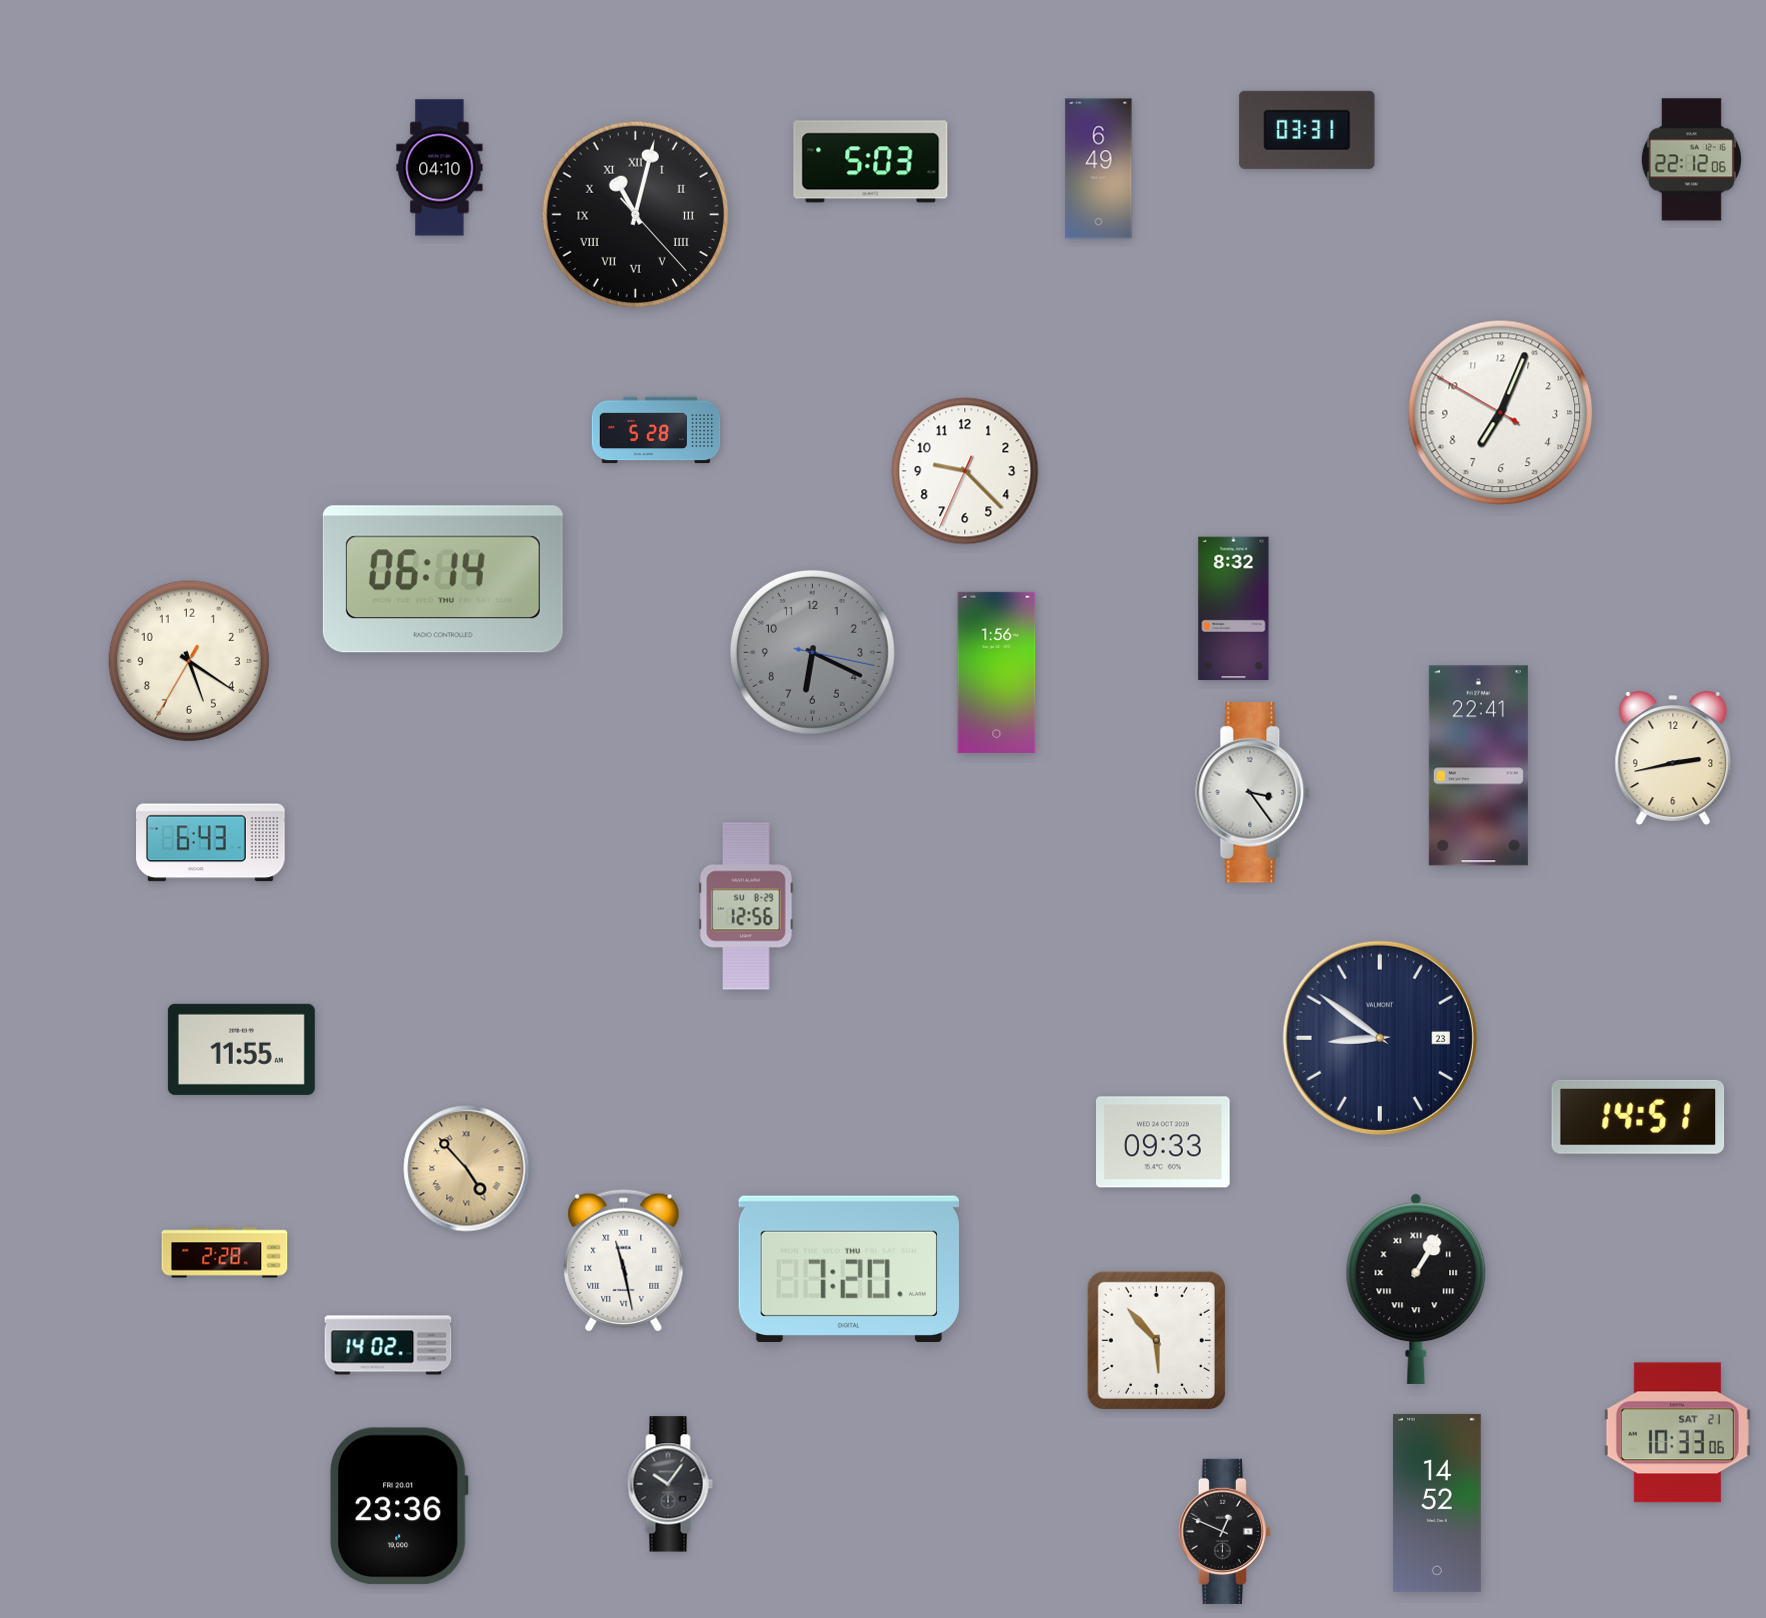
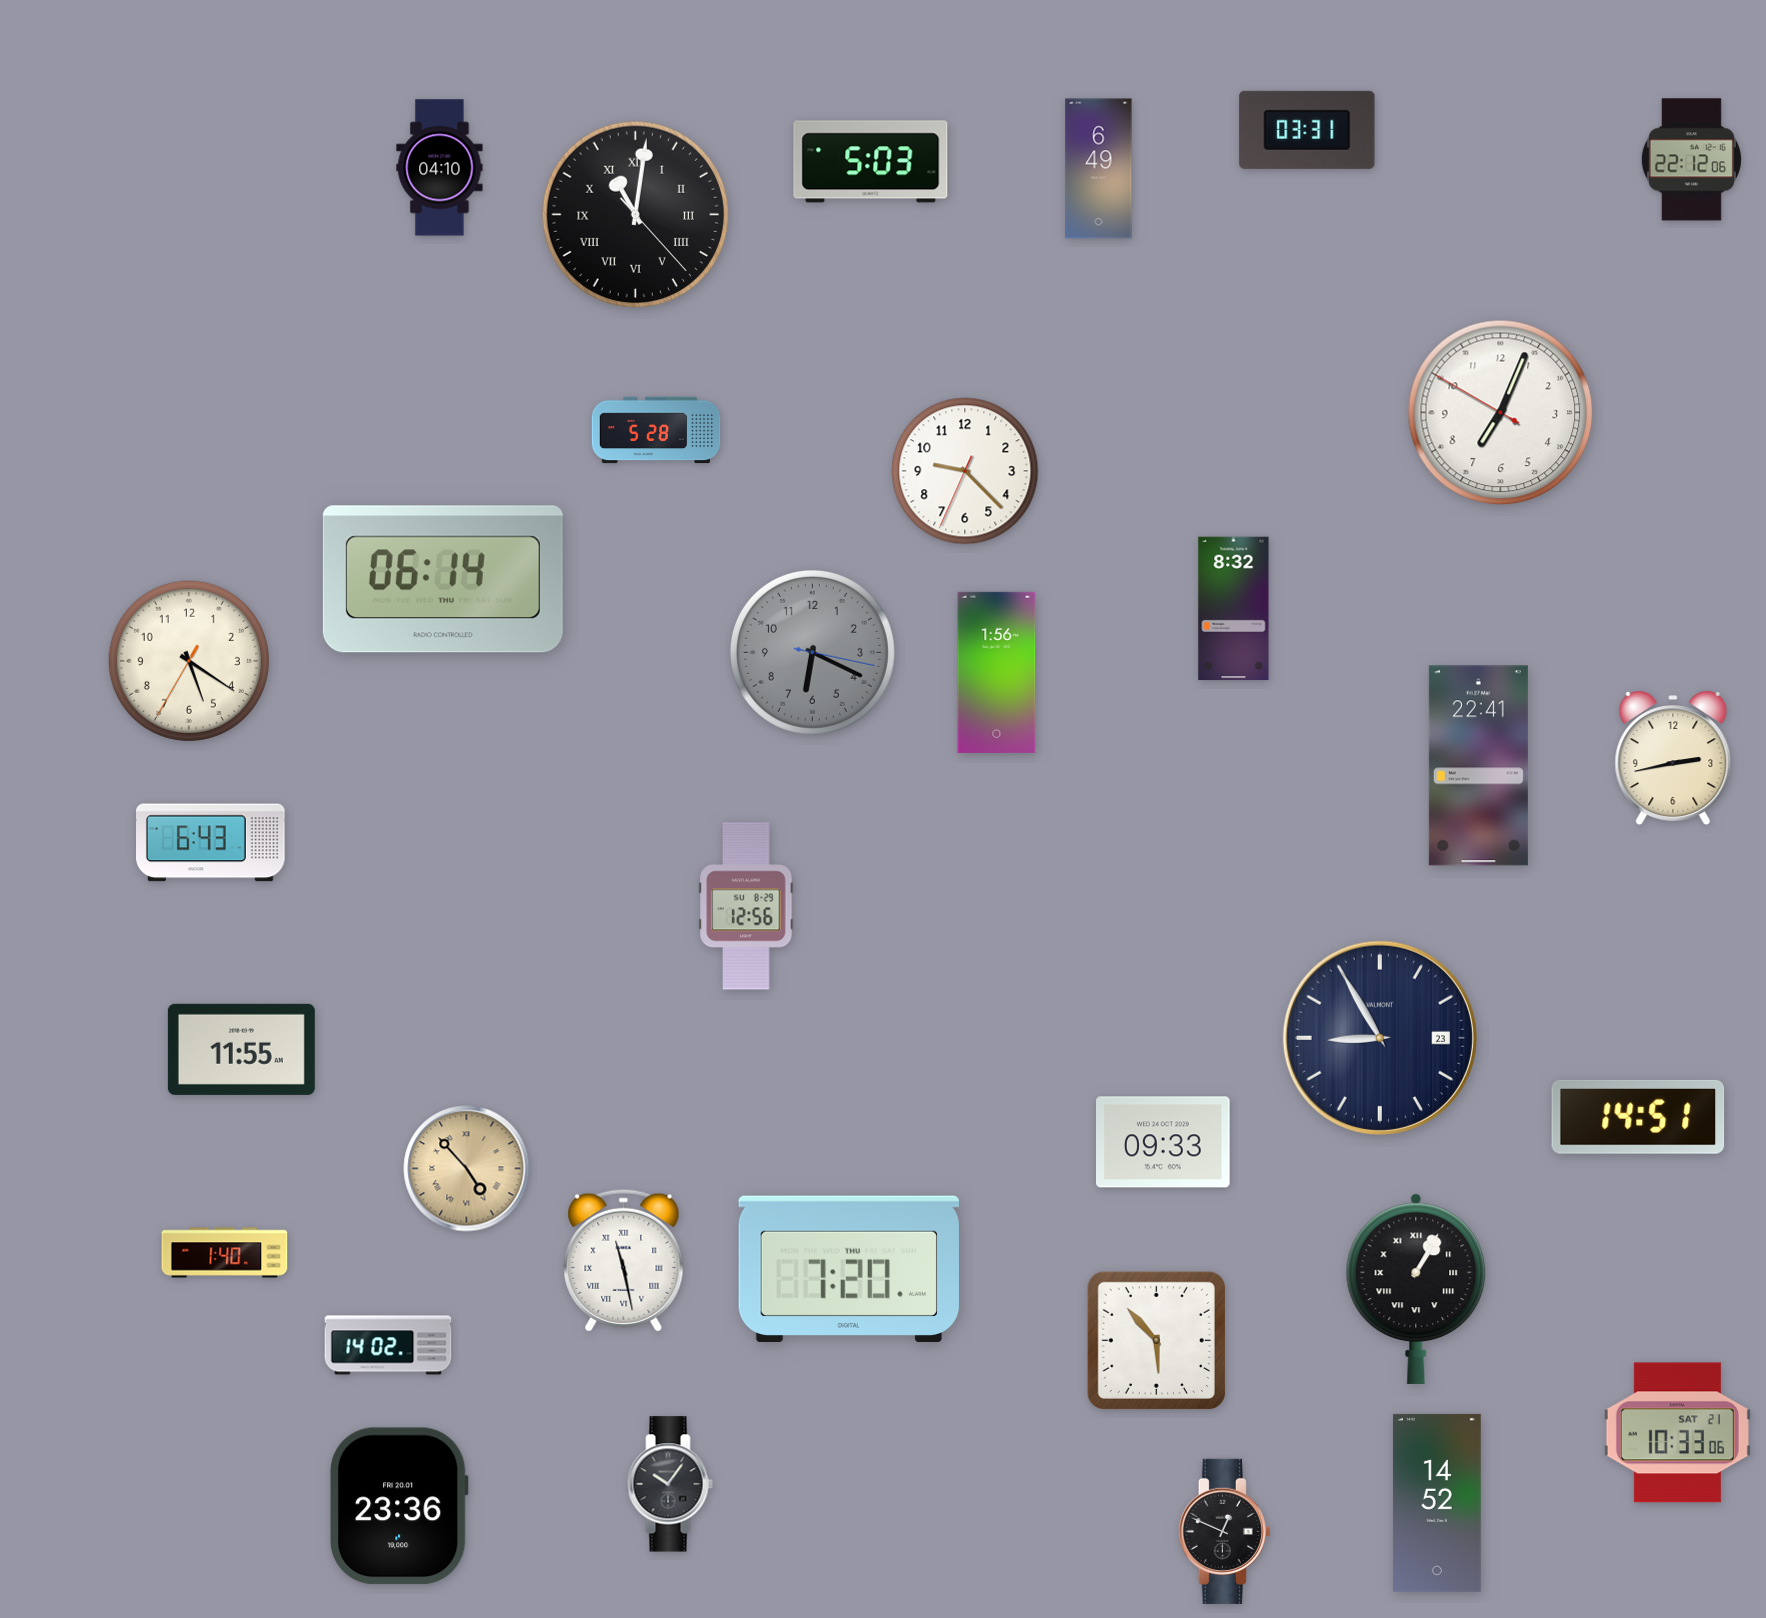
clock at (635, 214): 11:02 -> 11:01
clock at (1253, 793): 3:24 -> none
clock at (1380, 1038): 8:51 -> 8:55
clock at (225, 1253): 2:28 -> 1:40
